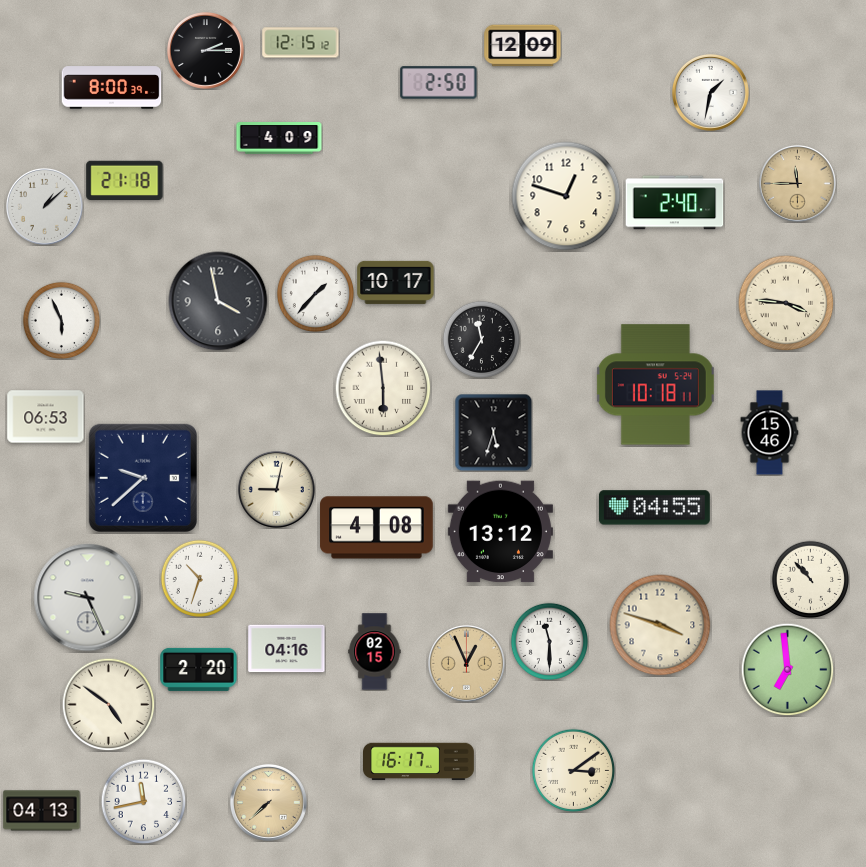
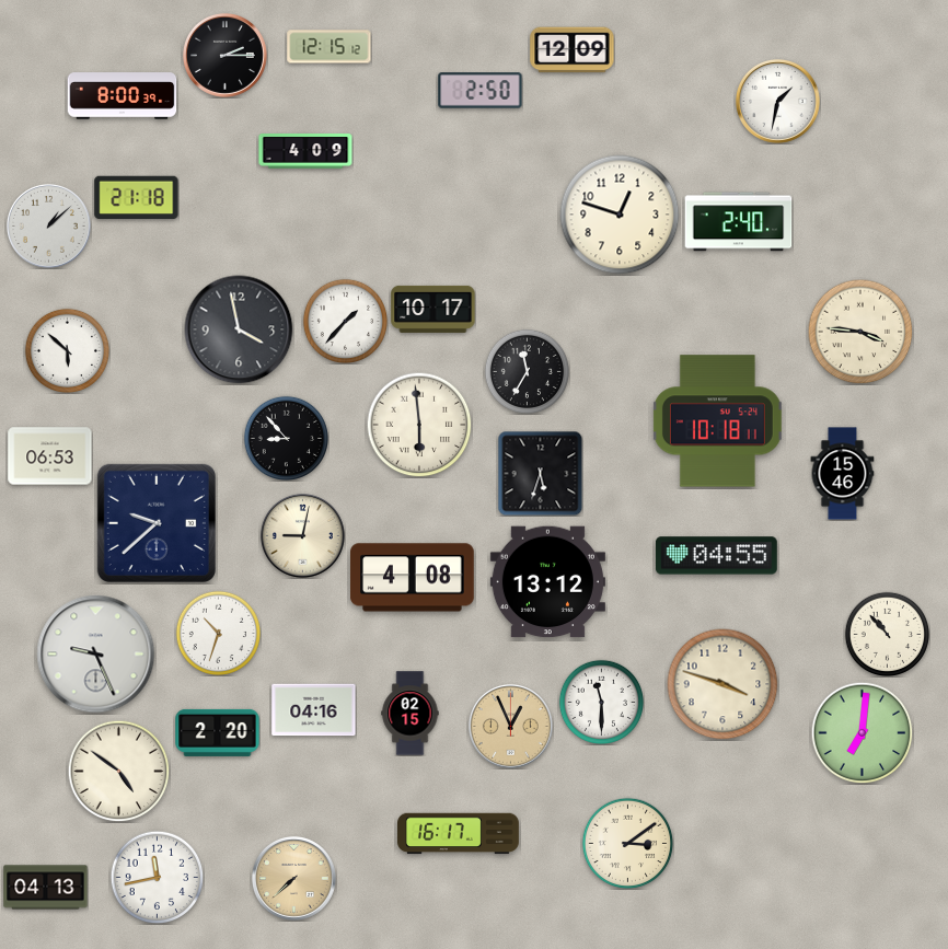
clock at (797, 183): 11:45 -> none
clock at (61, 320): 5:56 -> 5:52
clock at (286, 438): none -> 8:53
clock at (787, 669): 6:59 -> 7:01
